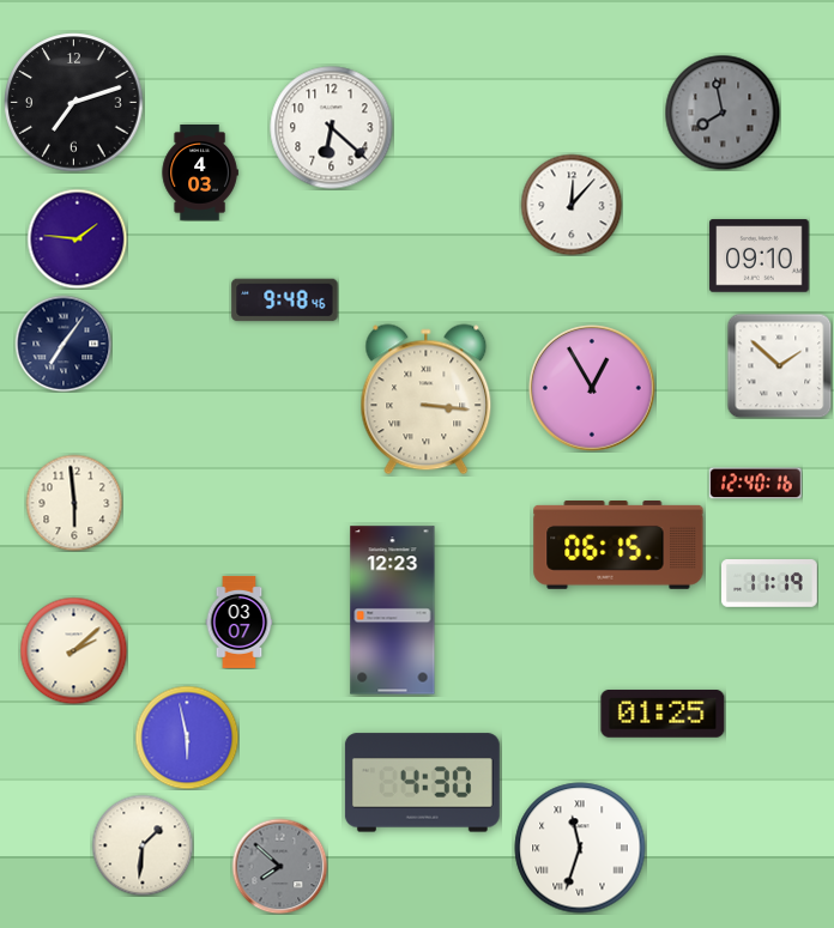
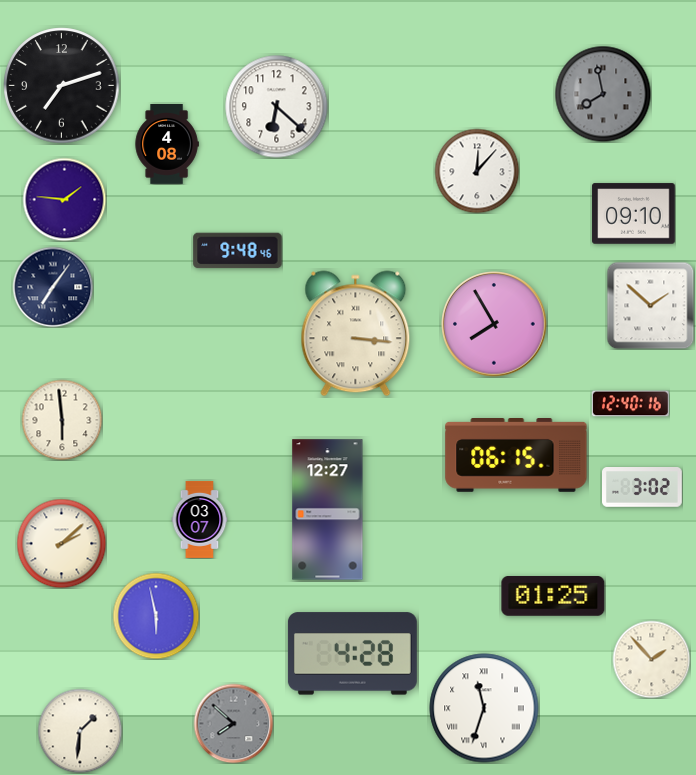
clock at (200, 174): 4:03 -> 4:08
clock at (592, 388): 12:55 -> 7:55
clock at (770, 584): 11:19 -> 3:02
clock at (393, 611): 12:23 -> 12:27
clock at (422, 783): 4:30 -> 4:28
clock at (651, 659): none -> 1:53
clock at (143, 845) position: (143, 845) -> (80, 731)
